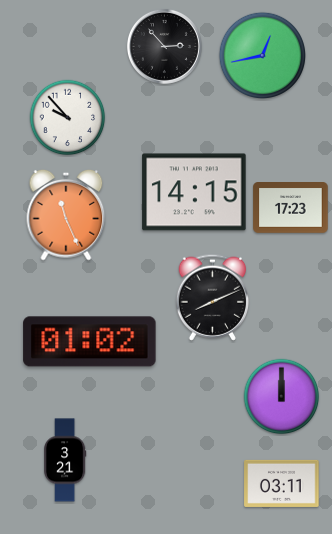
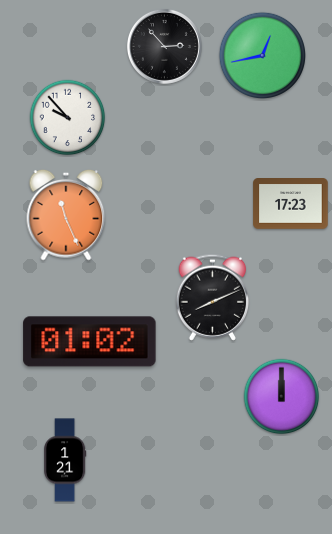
clock at (194, 192): 14:15 -> none
clock at (291, 208) position: (291, 208) -> (291, 204)
clock at (65, 460): 3:21 -> 1:21
clock at (282, 483): 03:11 -> none
